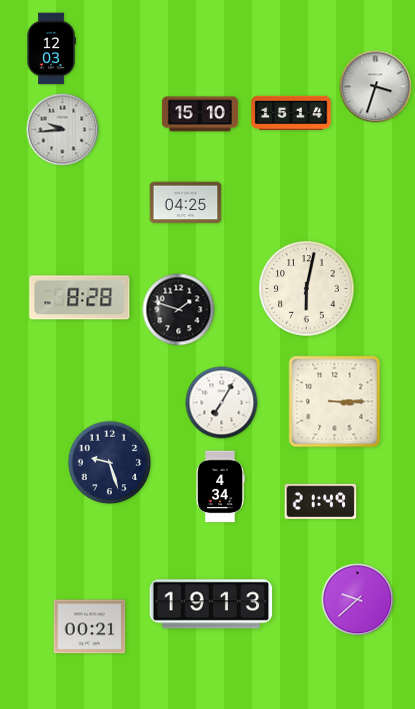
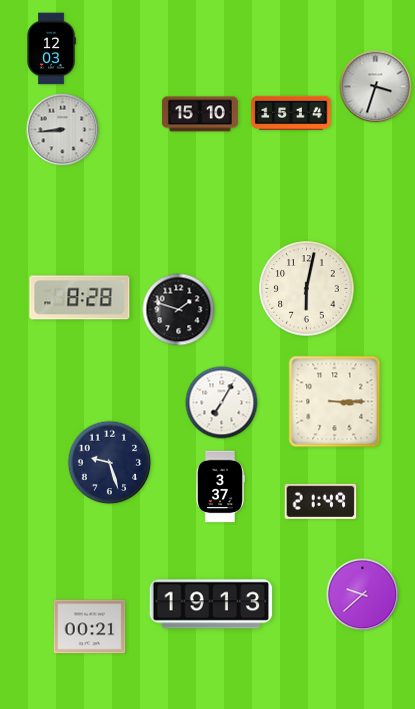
clock at (63, 130): 9:44 -> 8:44
clock at (186, 203): 04:25 -> none
clock at (221, 487): 4:34 -> 3:37
clock at (358, 600) position: (358, 600) -> (363, 595)
